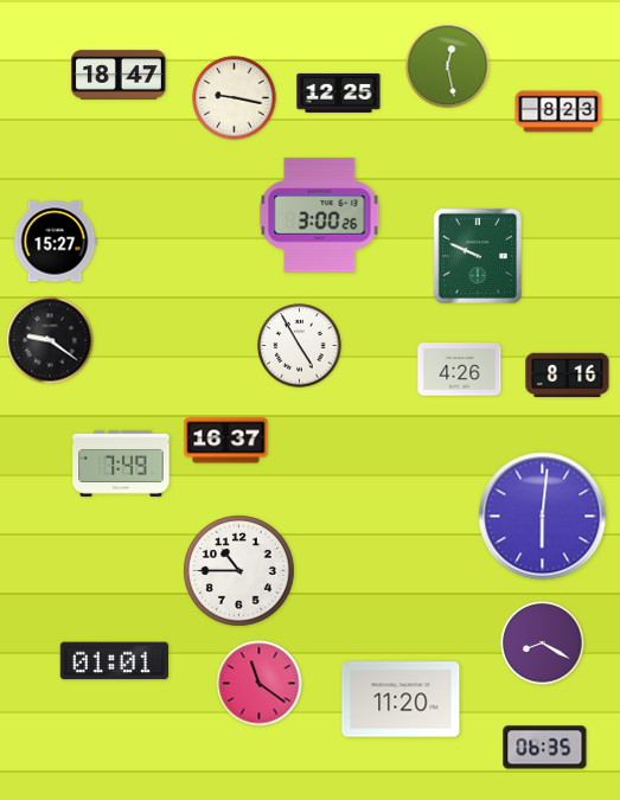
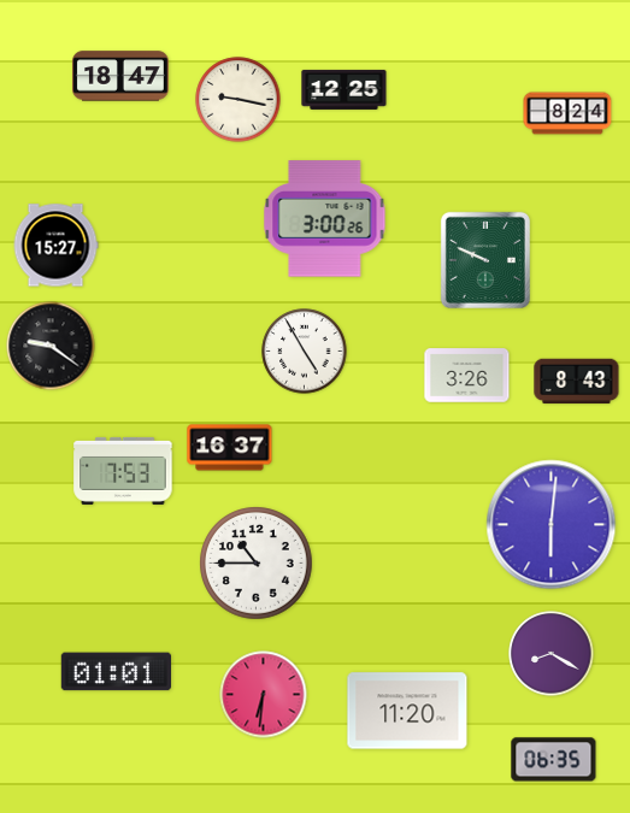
clock at (448, 66): 12:28 -> none
clock at (339, 92) position: (339, 92) -> (345, 89)
clock at (558, 111): 8:23 -> 8:24
clock at (460, 370): 4:26 -> 3:26
clock at (568, 376): 8:16 -> 8:43
clock at (121, 463): 7:49 -> 7:53
clock at (239, 571) position: (239, 571) -> (257, 564)
clock at (260, 684): 11:21 -> 6:31
